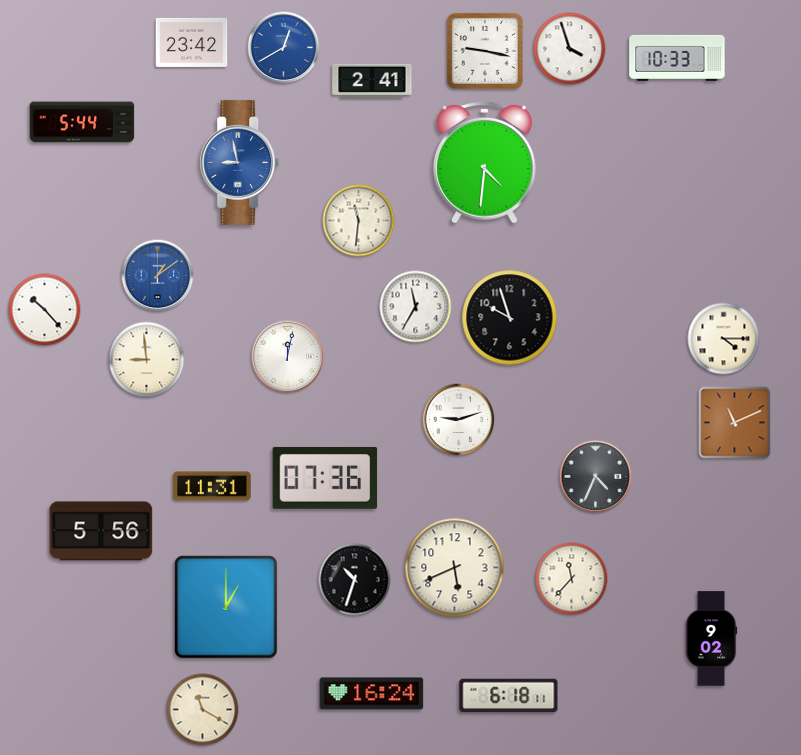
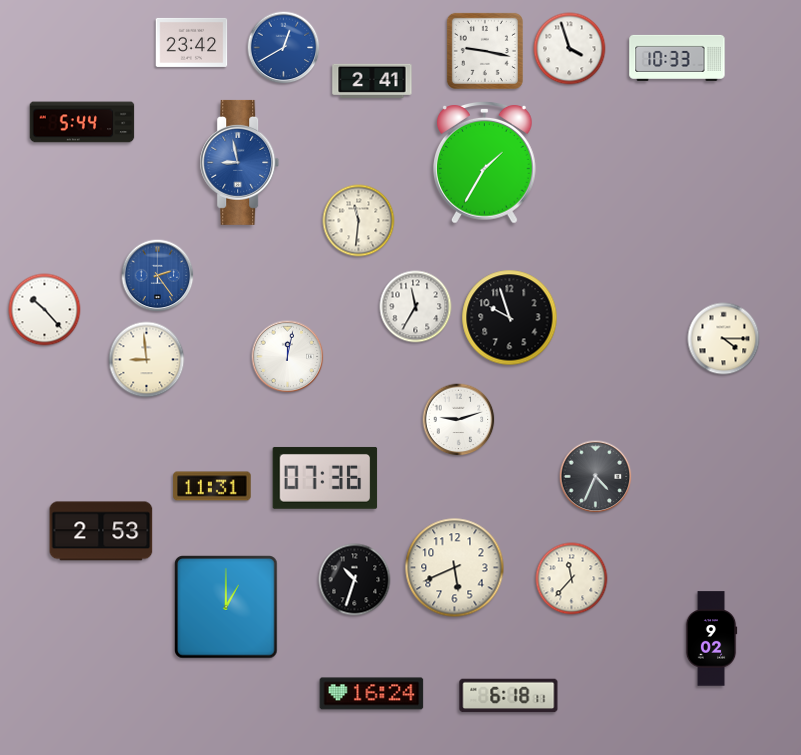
clock at (485, 163): 4:31 -> 1:35
clock at (158, 276): 1:09 -> 2:24
clock at (735, 423): 11:11 -> none
clock at (101, 531): 5:56 -> 2:53
clock at (203, 710): 11:20 -> none
